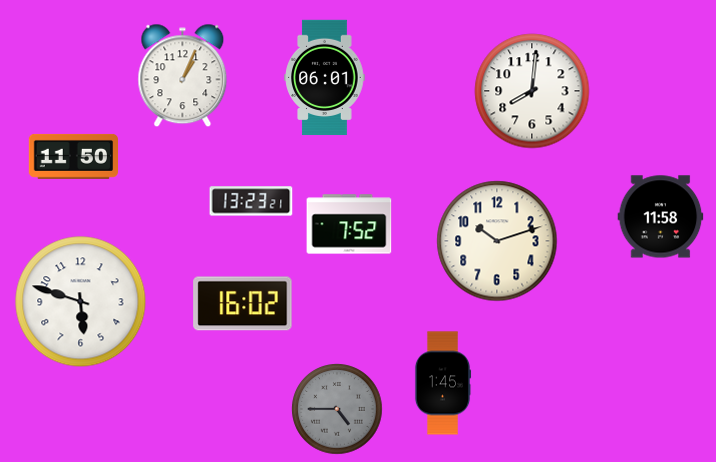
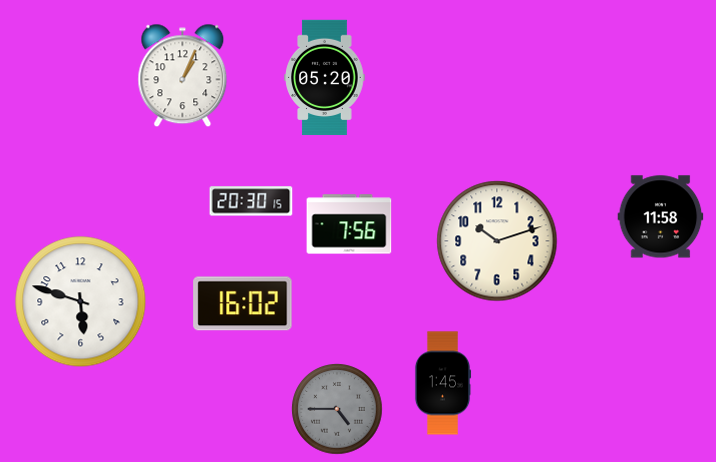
clock at (325, 78): 06:01 -> 05:20
clock at (532, 91): 8:01 -> none
clock at (73, 156): 11:50 -> none
clock at (251, 201): 13:23 -> 20:30
clock at (349, 224): 7:52 -> 7:56
